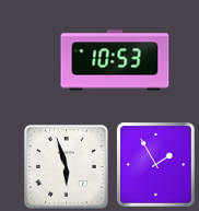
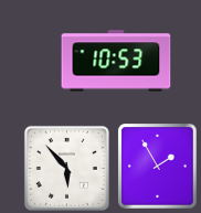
clock at (66, 166): 5:57 -> 5:53
